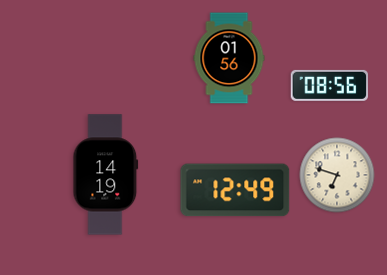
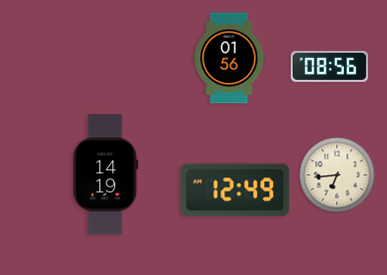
clock at (329, 85) position: (329, 85) -> (329, 66)
clock at (337, 175): 6:48 -> 6:44
